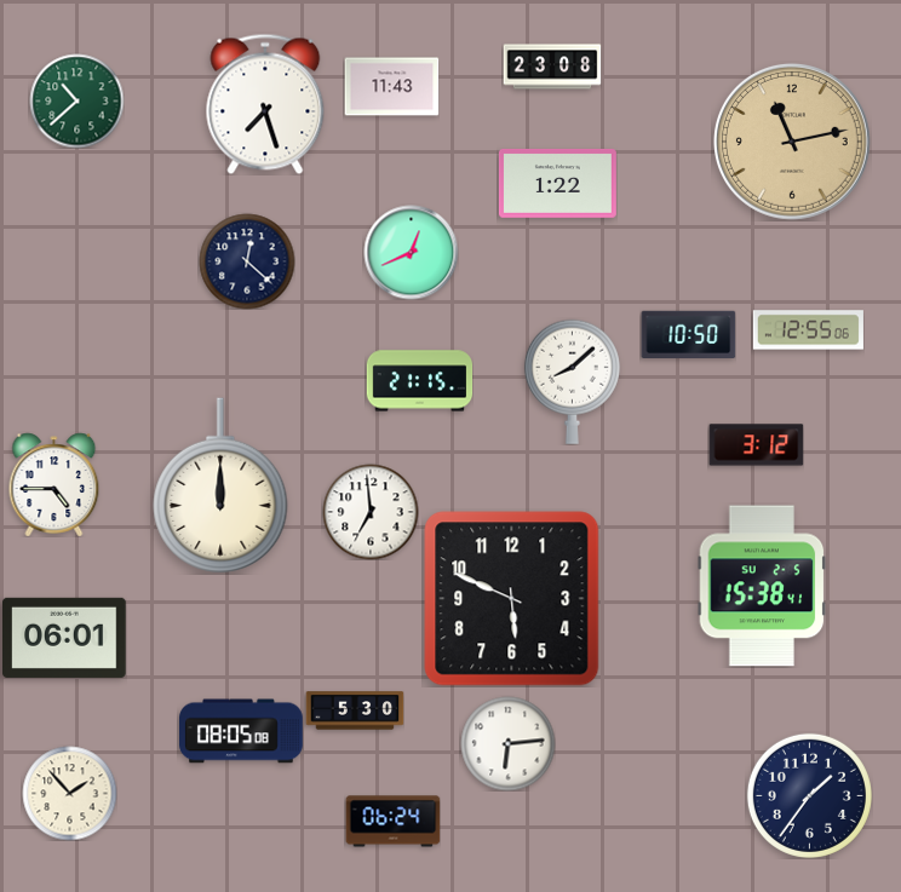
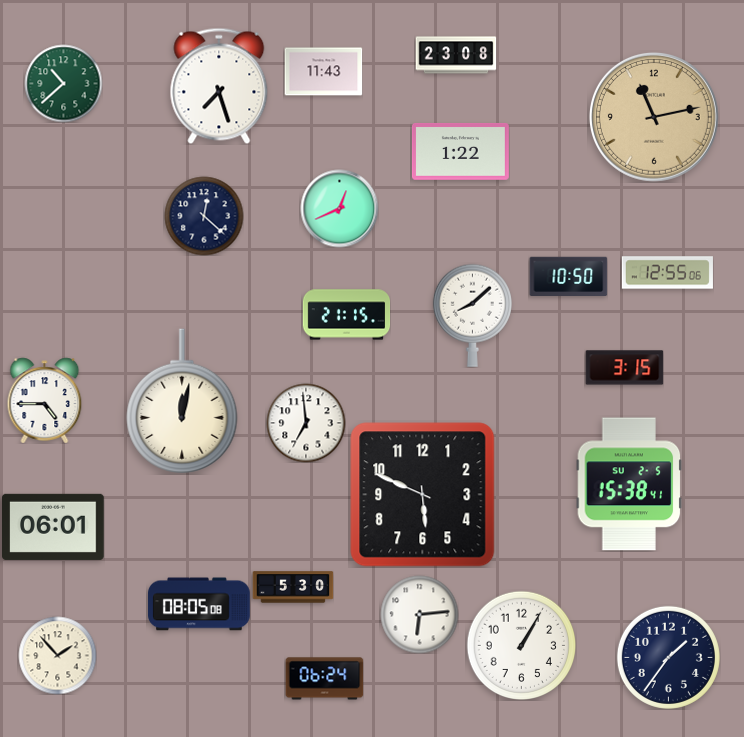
clock at (756, 445): 3:12 -> 3:15
clock at (220, 485): 12:00 -> 12:02
clock at (521, 645): none -> 1:05
